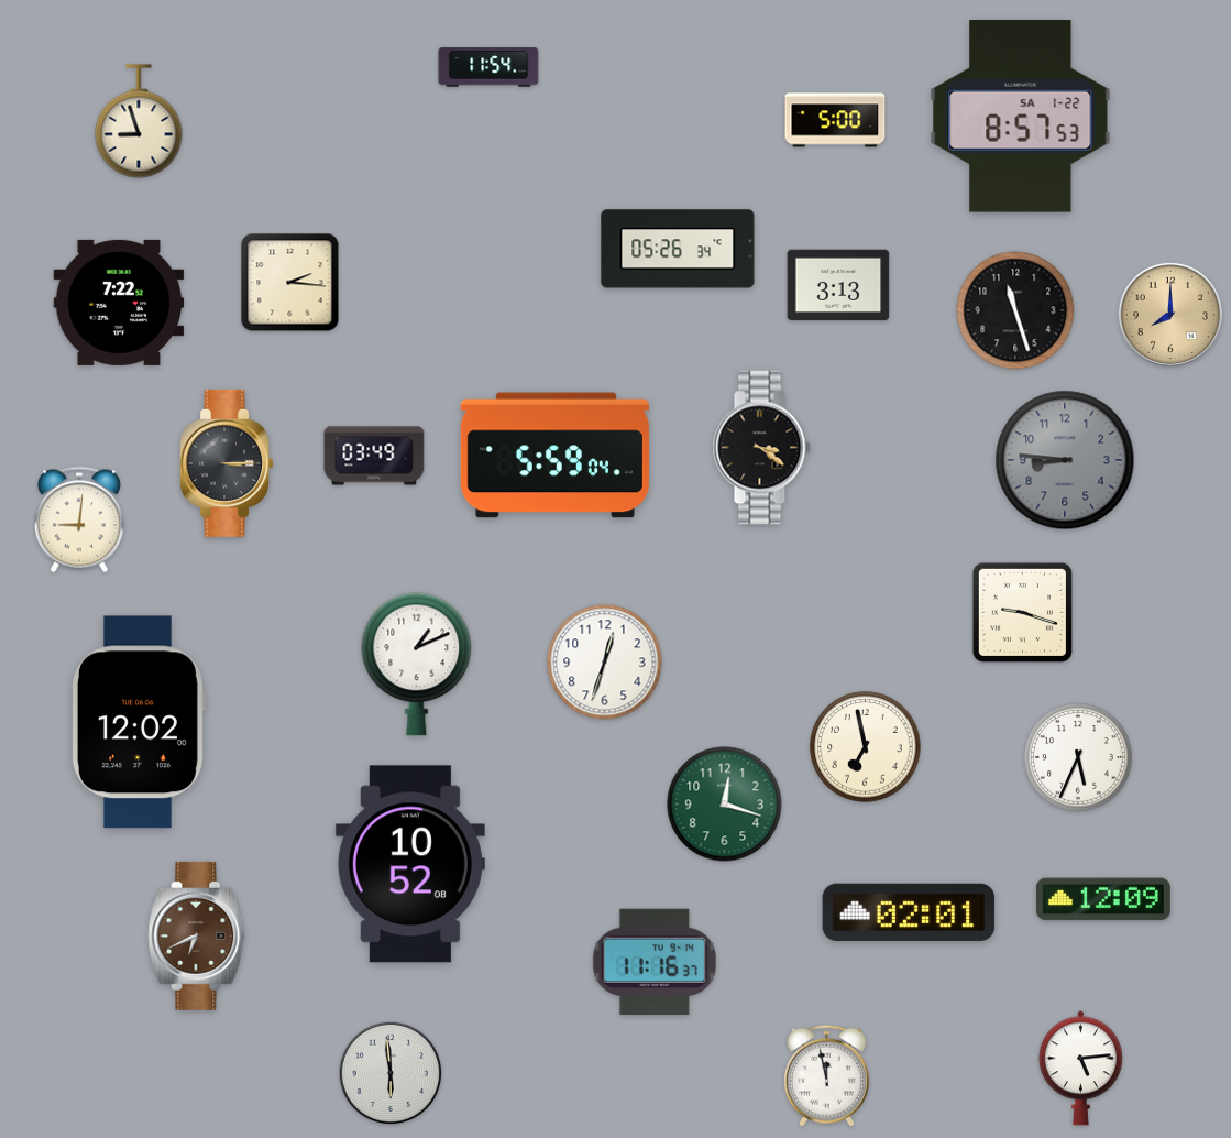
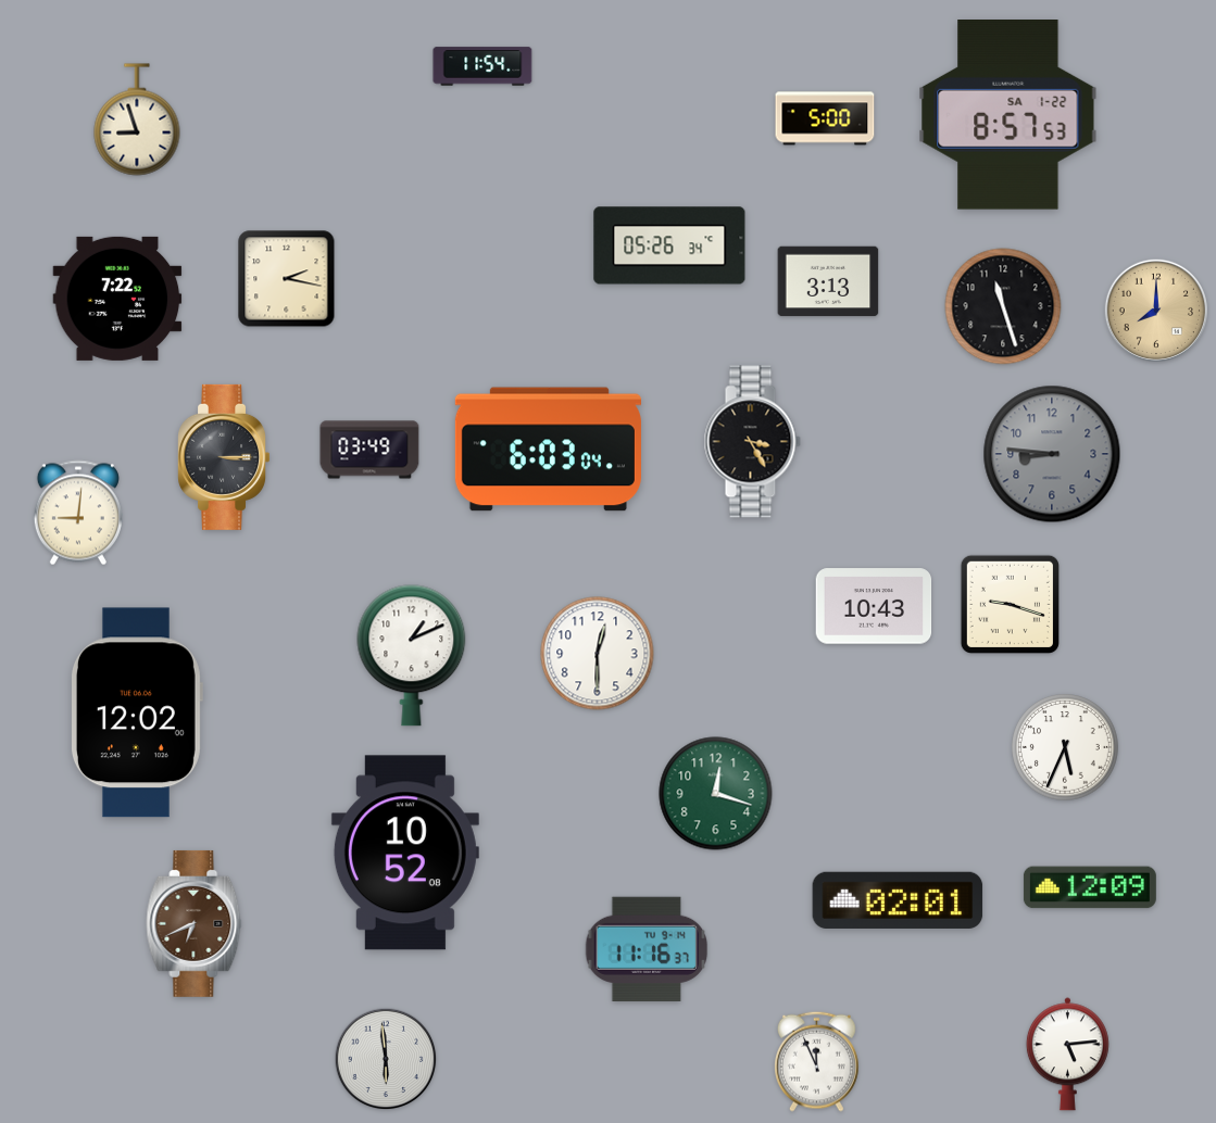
clock at (290, 283): 2:16 -> 2:17
clock at (761, 448): 3:21 -> 3:25
clock at (554, 456): 5:59 -> 6:03
clock at (874, 606): none -> 10:43
clock at (605, 663): 12:33 -> 12:30
clock at (866, 747): 6:58 -> none
clock at (827, 1075): 11:58 -> 11:56
